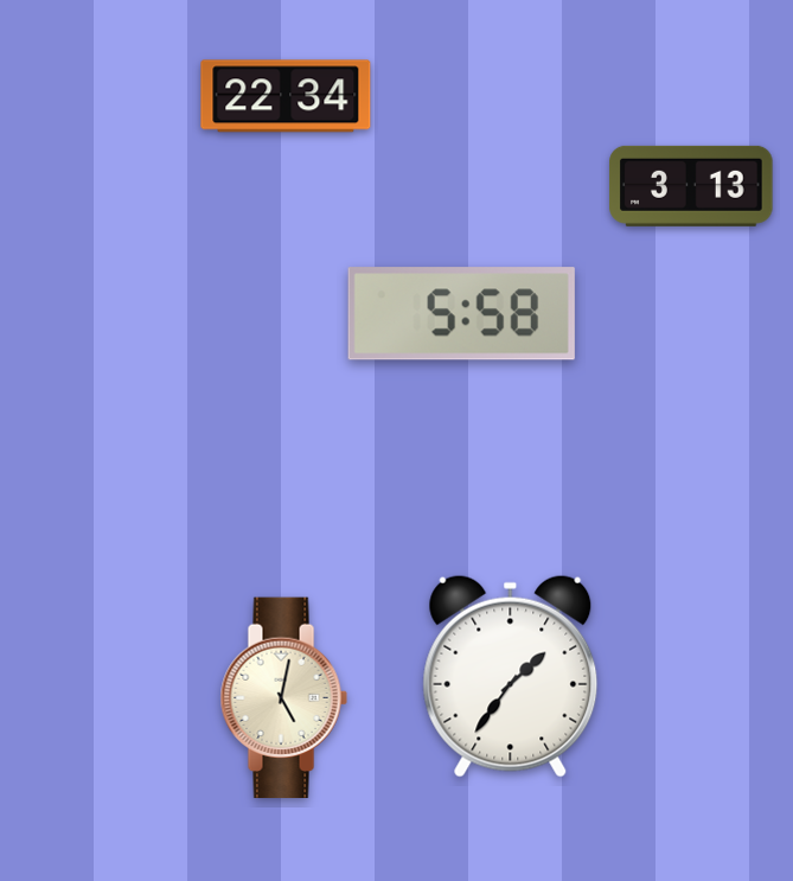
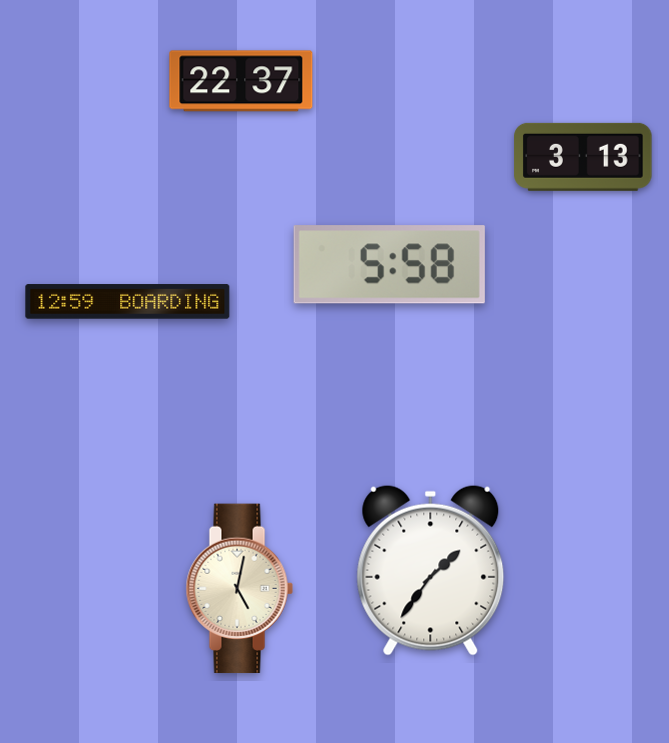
clock at (286, 96): 22:34 -> 22:37
clock at (128, 302): none -> 12:59
